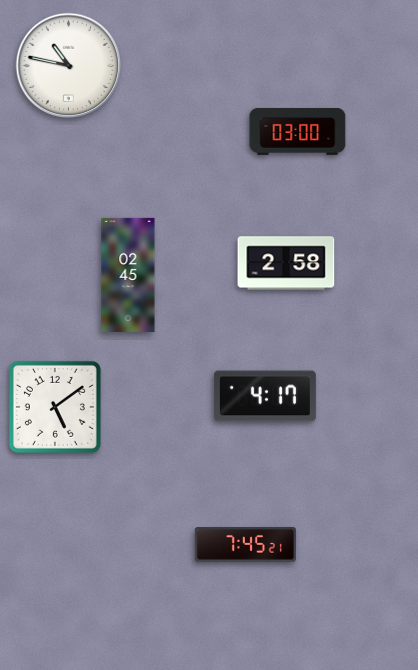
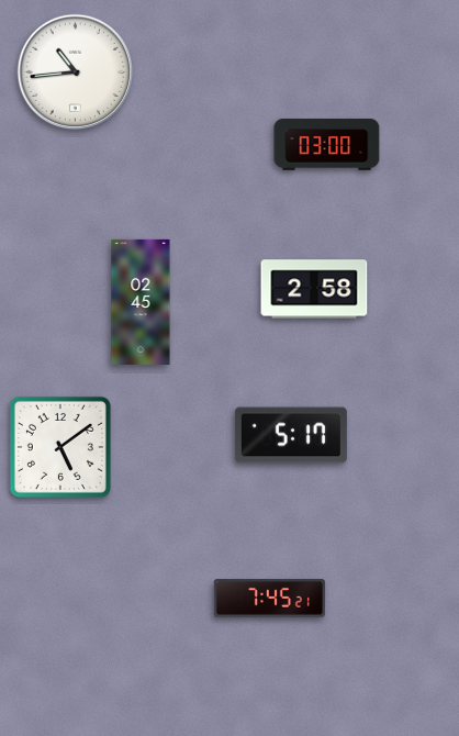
clock at (69, 66): 10:47 -> 10:44
clock at (265, 396): 4:17 -> 5:17
